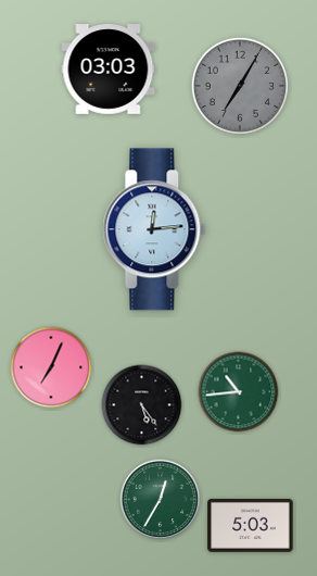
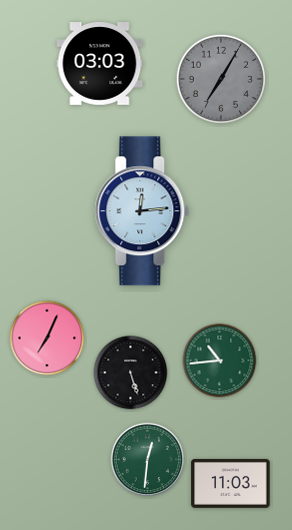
clock at (142, 405): 5:24 -> 5:27
clock at (161, 500): 12:35 -> 12:31
clock at (251, 525): 5:03 -> 11:03
